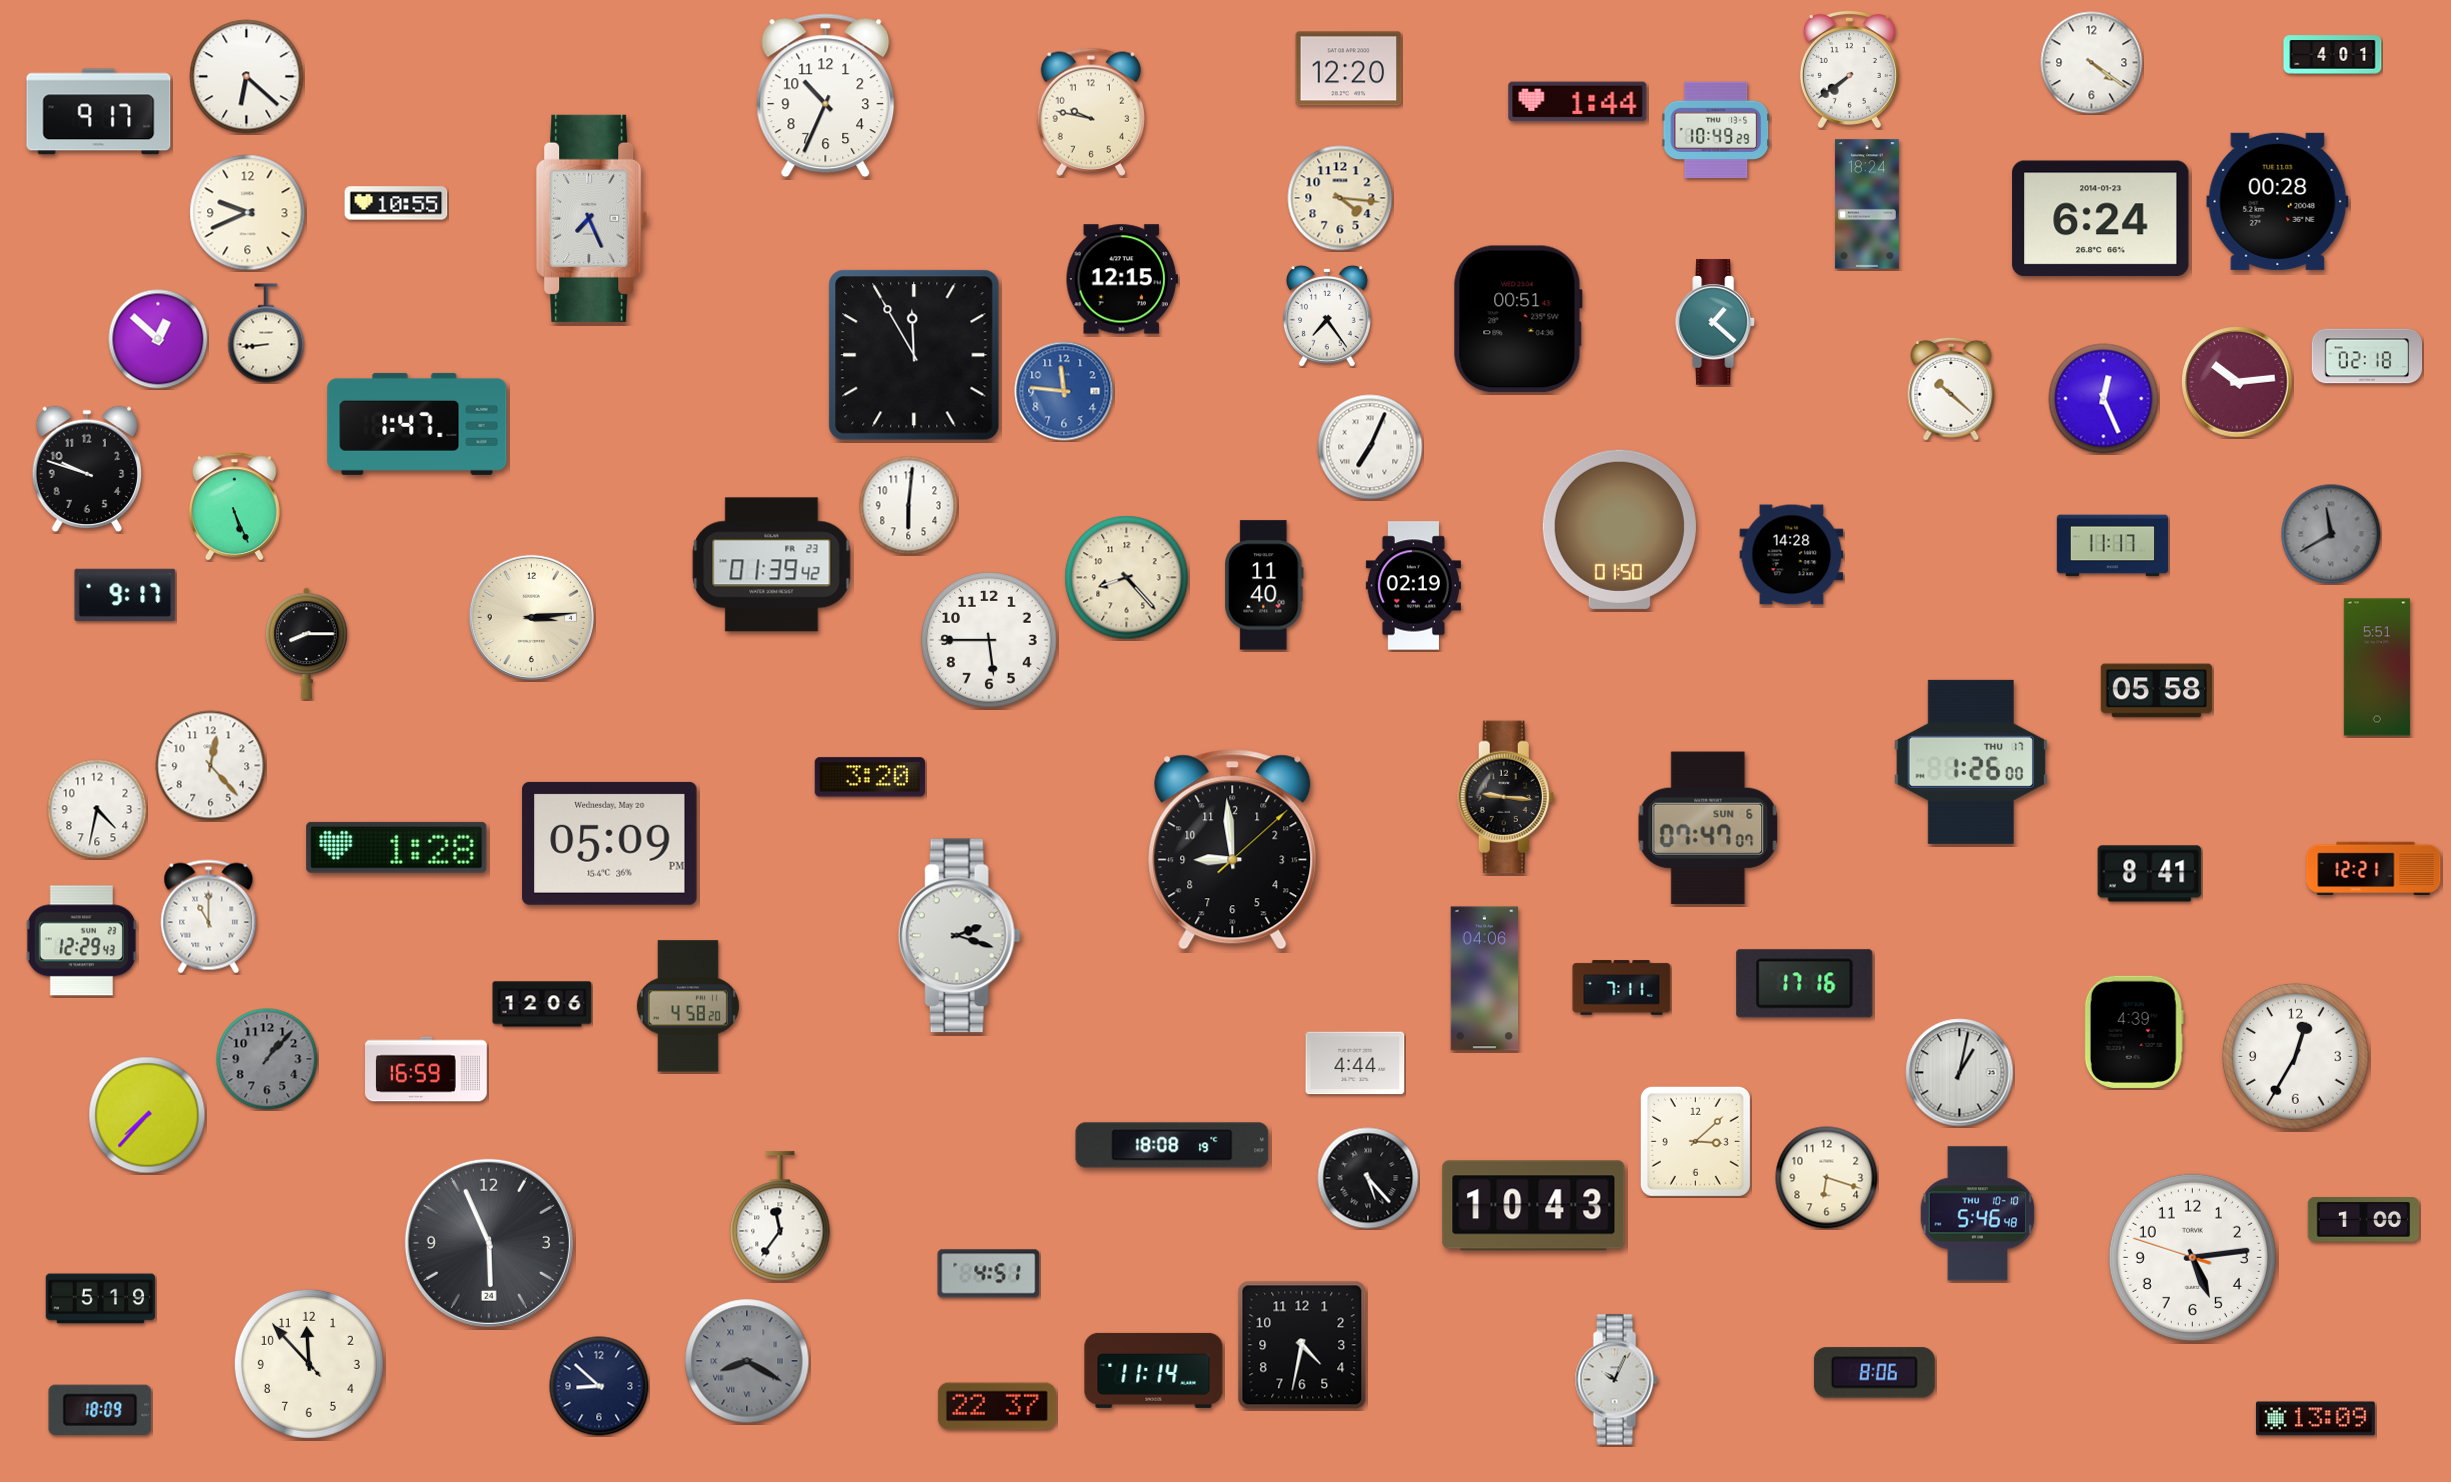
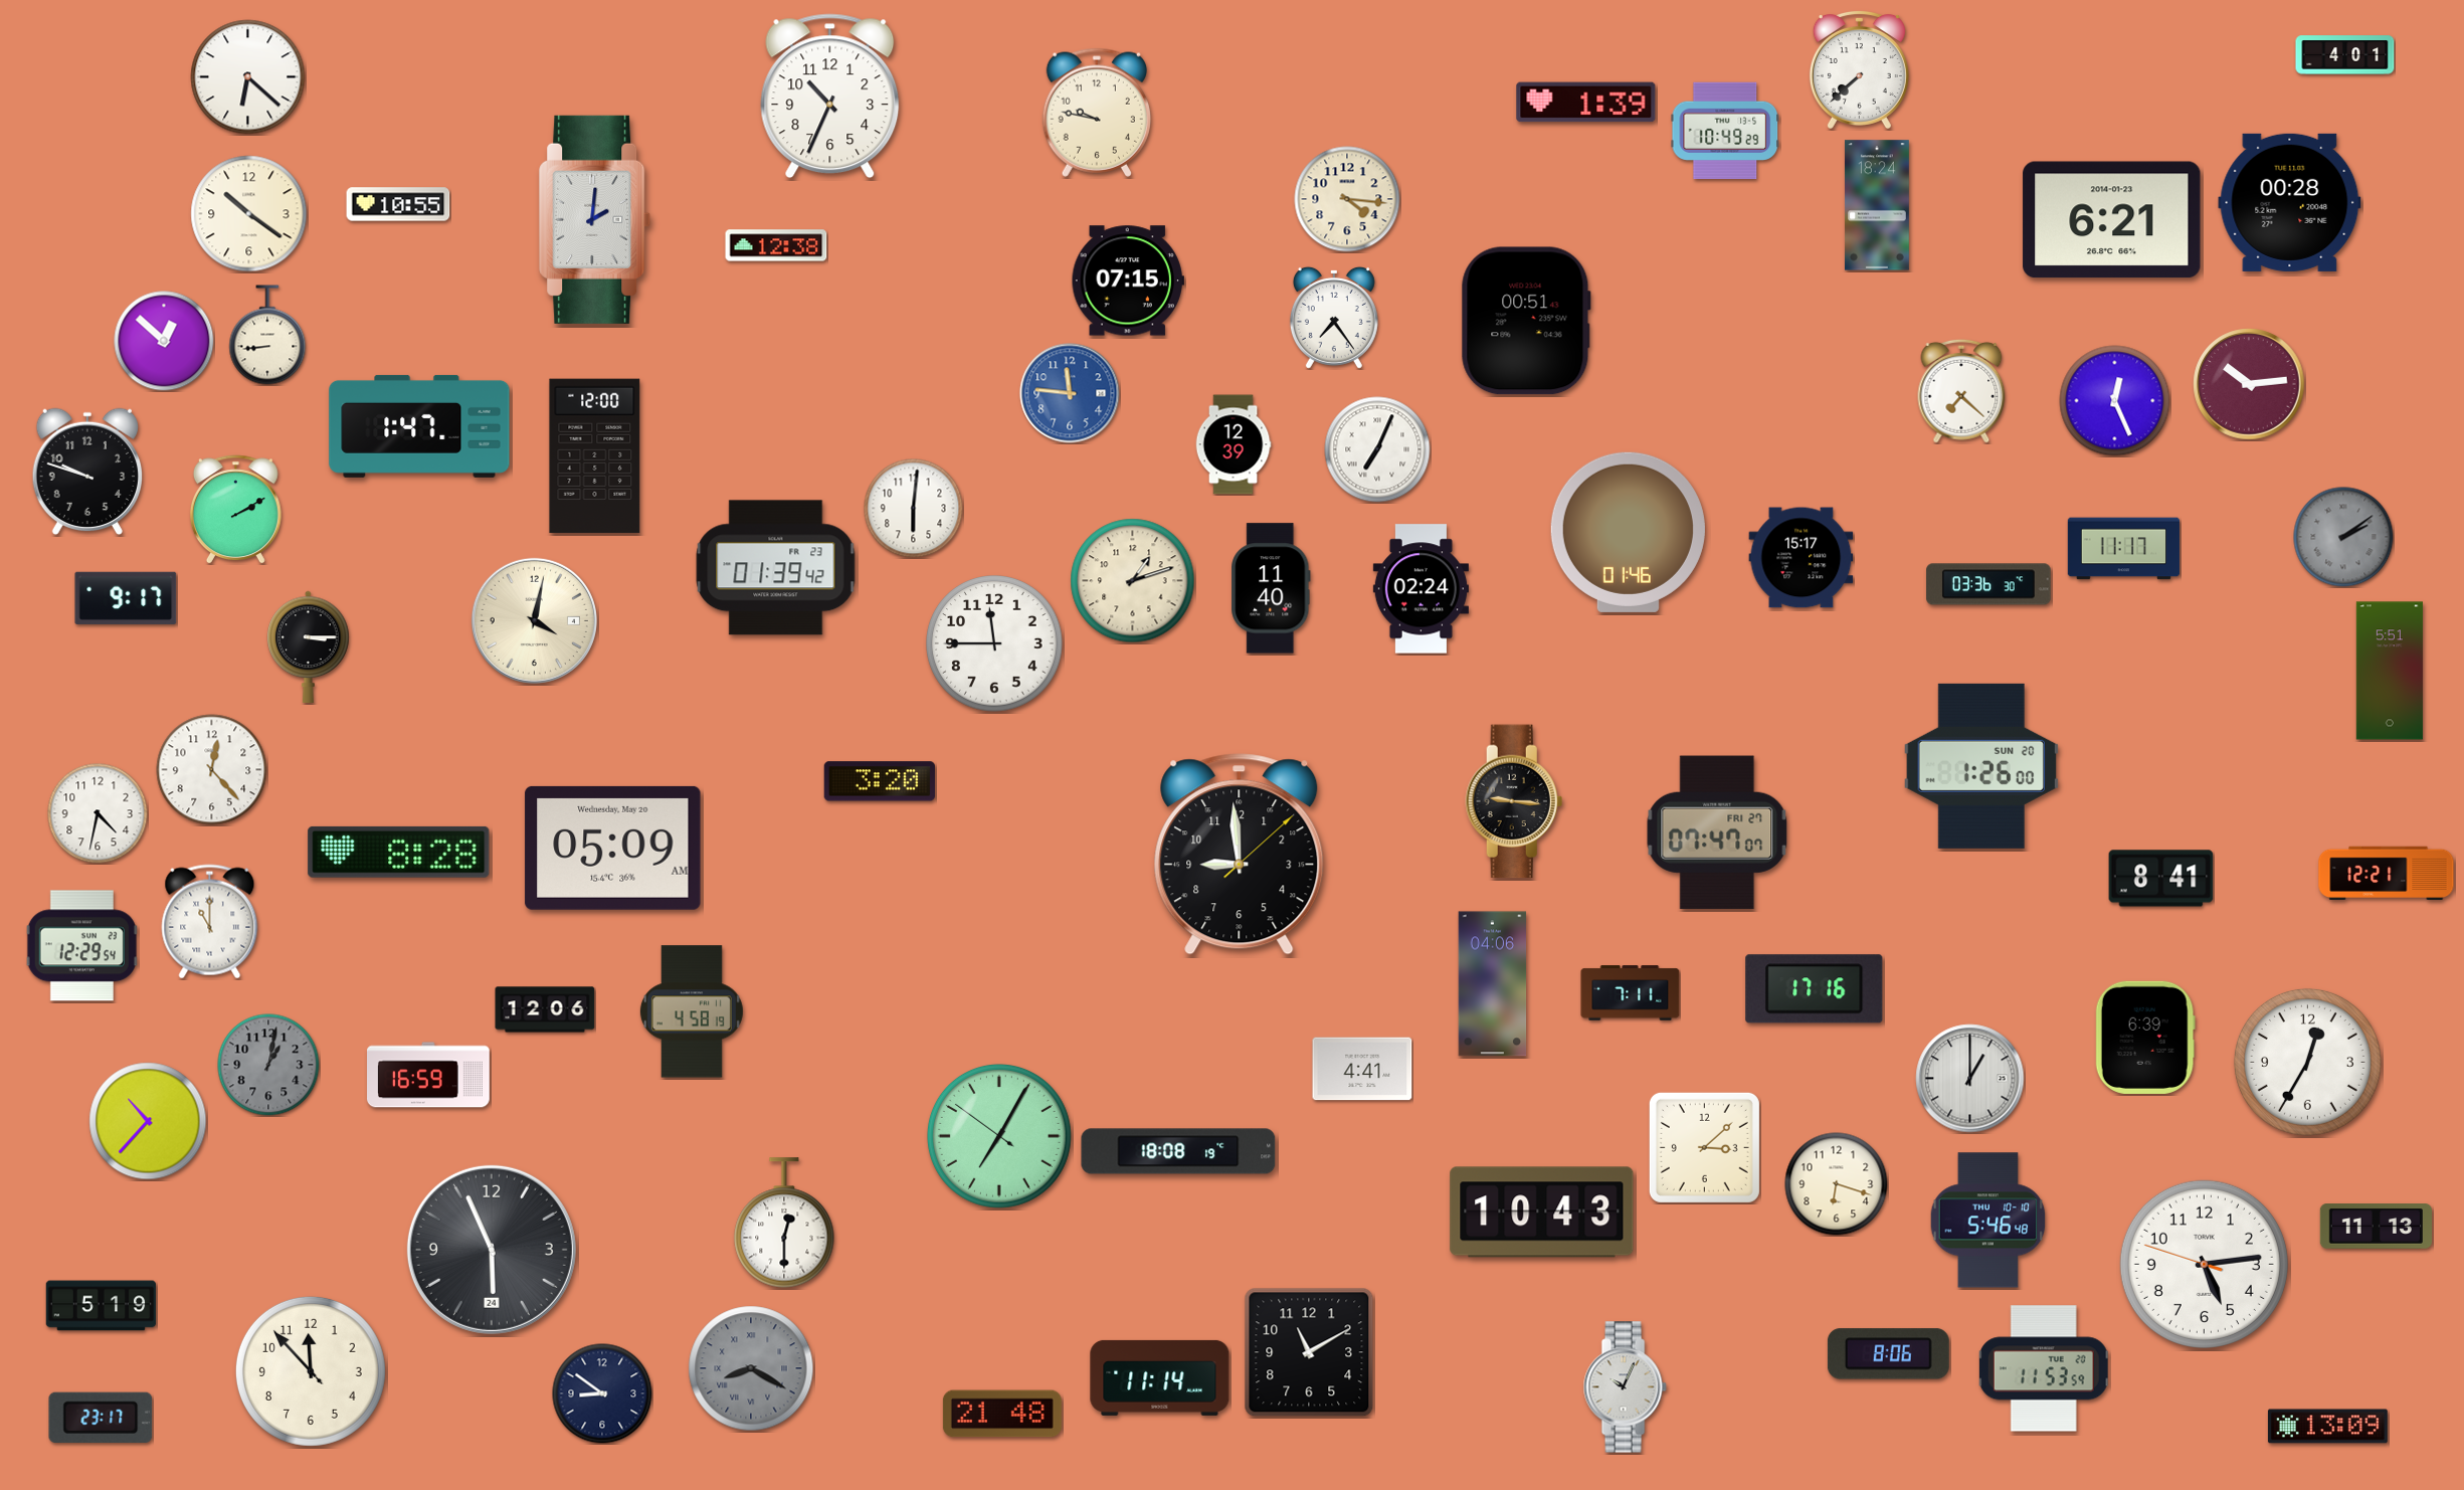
clock at (2092, 63): 4:21 -> none
clock at (1349, 69): 12:20 -> none
clock at (1849, 69): 7:39 -> 7:38
clock at (1578, 102): 1:44 -> 1:39
clock at (99, 112): 9:17 -> none
clock at (248, 213): 9:41 -> 10:21
clock at (592, 218): 7:26 -> 2:01
clock at (2101, 219): 6:24 -> 6:21
clock at (776, 245): none -> 12:38
clock at (1122, 279): 12:15 -> 07:15
clock at (1716, 322): 1:22 -> none
clock at (158, 339) position: (158, 339) -> (164, 341)
clock at (914, 355): 11:55 -> none
clock at (2367, 356): 02:18 -> none
clock at (1951, 389): 10:22 -> 7:22
clock at (1234, 444): none -> 12:39
clock at (595, 456): none -> 12:00
clock at (234, 507): 5:26 -> 2:10
clock at (1619, 529): 01:50 -> 01:46
clock at (2331, 534): 11:40 -> 2:09
clock at (1792, 555): 14:28 -> 15:17
clock at (1127, 578): 8:23 -> 1:12
clock at (1988, 584): none -> 03:36
clock at (1413, 586): 02:19 -> 02:24
clock at (531, 617): 3:14 -> 4:02
clock at (989, 640): 5:45 -> 11:45
clock at (307, 643): 8:15 -> 3:15
clock at (2156, 691): 05:58 -> none
clock at (1971, 762) date: THU 17 -> SUN 20
clock at (870, 777) position: (870, 777) -> (880, 781)
clock at (1708, 828) date: SUN 6 -> FRI 27
clock at (610, 843): 05:09 PM -> 05:09 AM
clock at (397, 847): 1:28 -> 8:28
clock at (959, 936): 2:18 -> none
clock at (81, 941): 12:29:43 -> 12:29:54
clock at (688, 1006): 4:58:20 -> 4:58:19
clock at (2134, 1032): 4:39 -> 6:39
clock at (267, 1059): 1:07 -> 1:02
clock at (1355, 1063): 4:44 -> 4:41
clock at (1960, 1073): 1:02 -> 1:00
clock at (147, 1115): 7:37 -> 10:37
clock at (999, 1136): none -> 7:04
clock at (1368, 1178): 5:23 -> none
clock at (780, 1216): 11:36 -> 12:30
clock at (2363, 1220): 1:00 -> 11:13
clock at (989, 1274): 4:51 -> none
clock at (1302, 1345): 4:32 -> 11:10
clock at (2044, 1368): none -> 11:53
clock at (1874, 1373) position: (1874, 1373) -> (1888, 1354)
clock at (599, 1386): 8:52 -> 8:51
clock at (997, 1406): 22:37 -> 21:48
clock at (100, 1410): 18:09 -> 23:17
